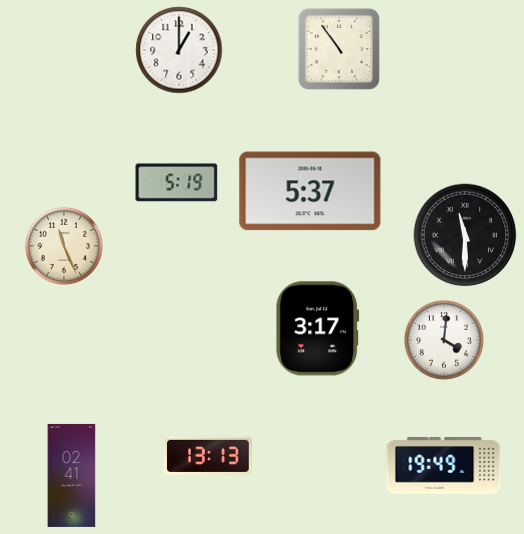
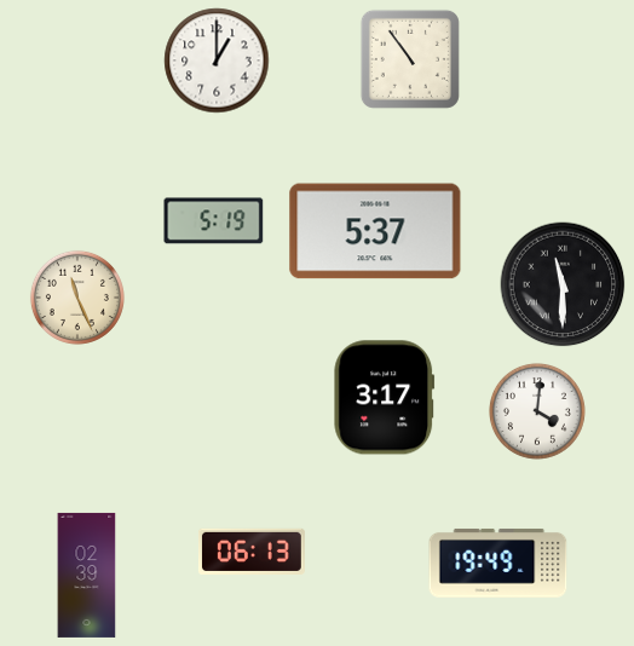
clock at (208, 456): 13:13 -> 06:13
clock at (444, 465) position: (444, 465) -> (498, 563)
clock at (72, 475): 02:41 -> 02:39
